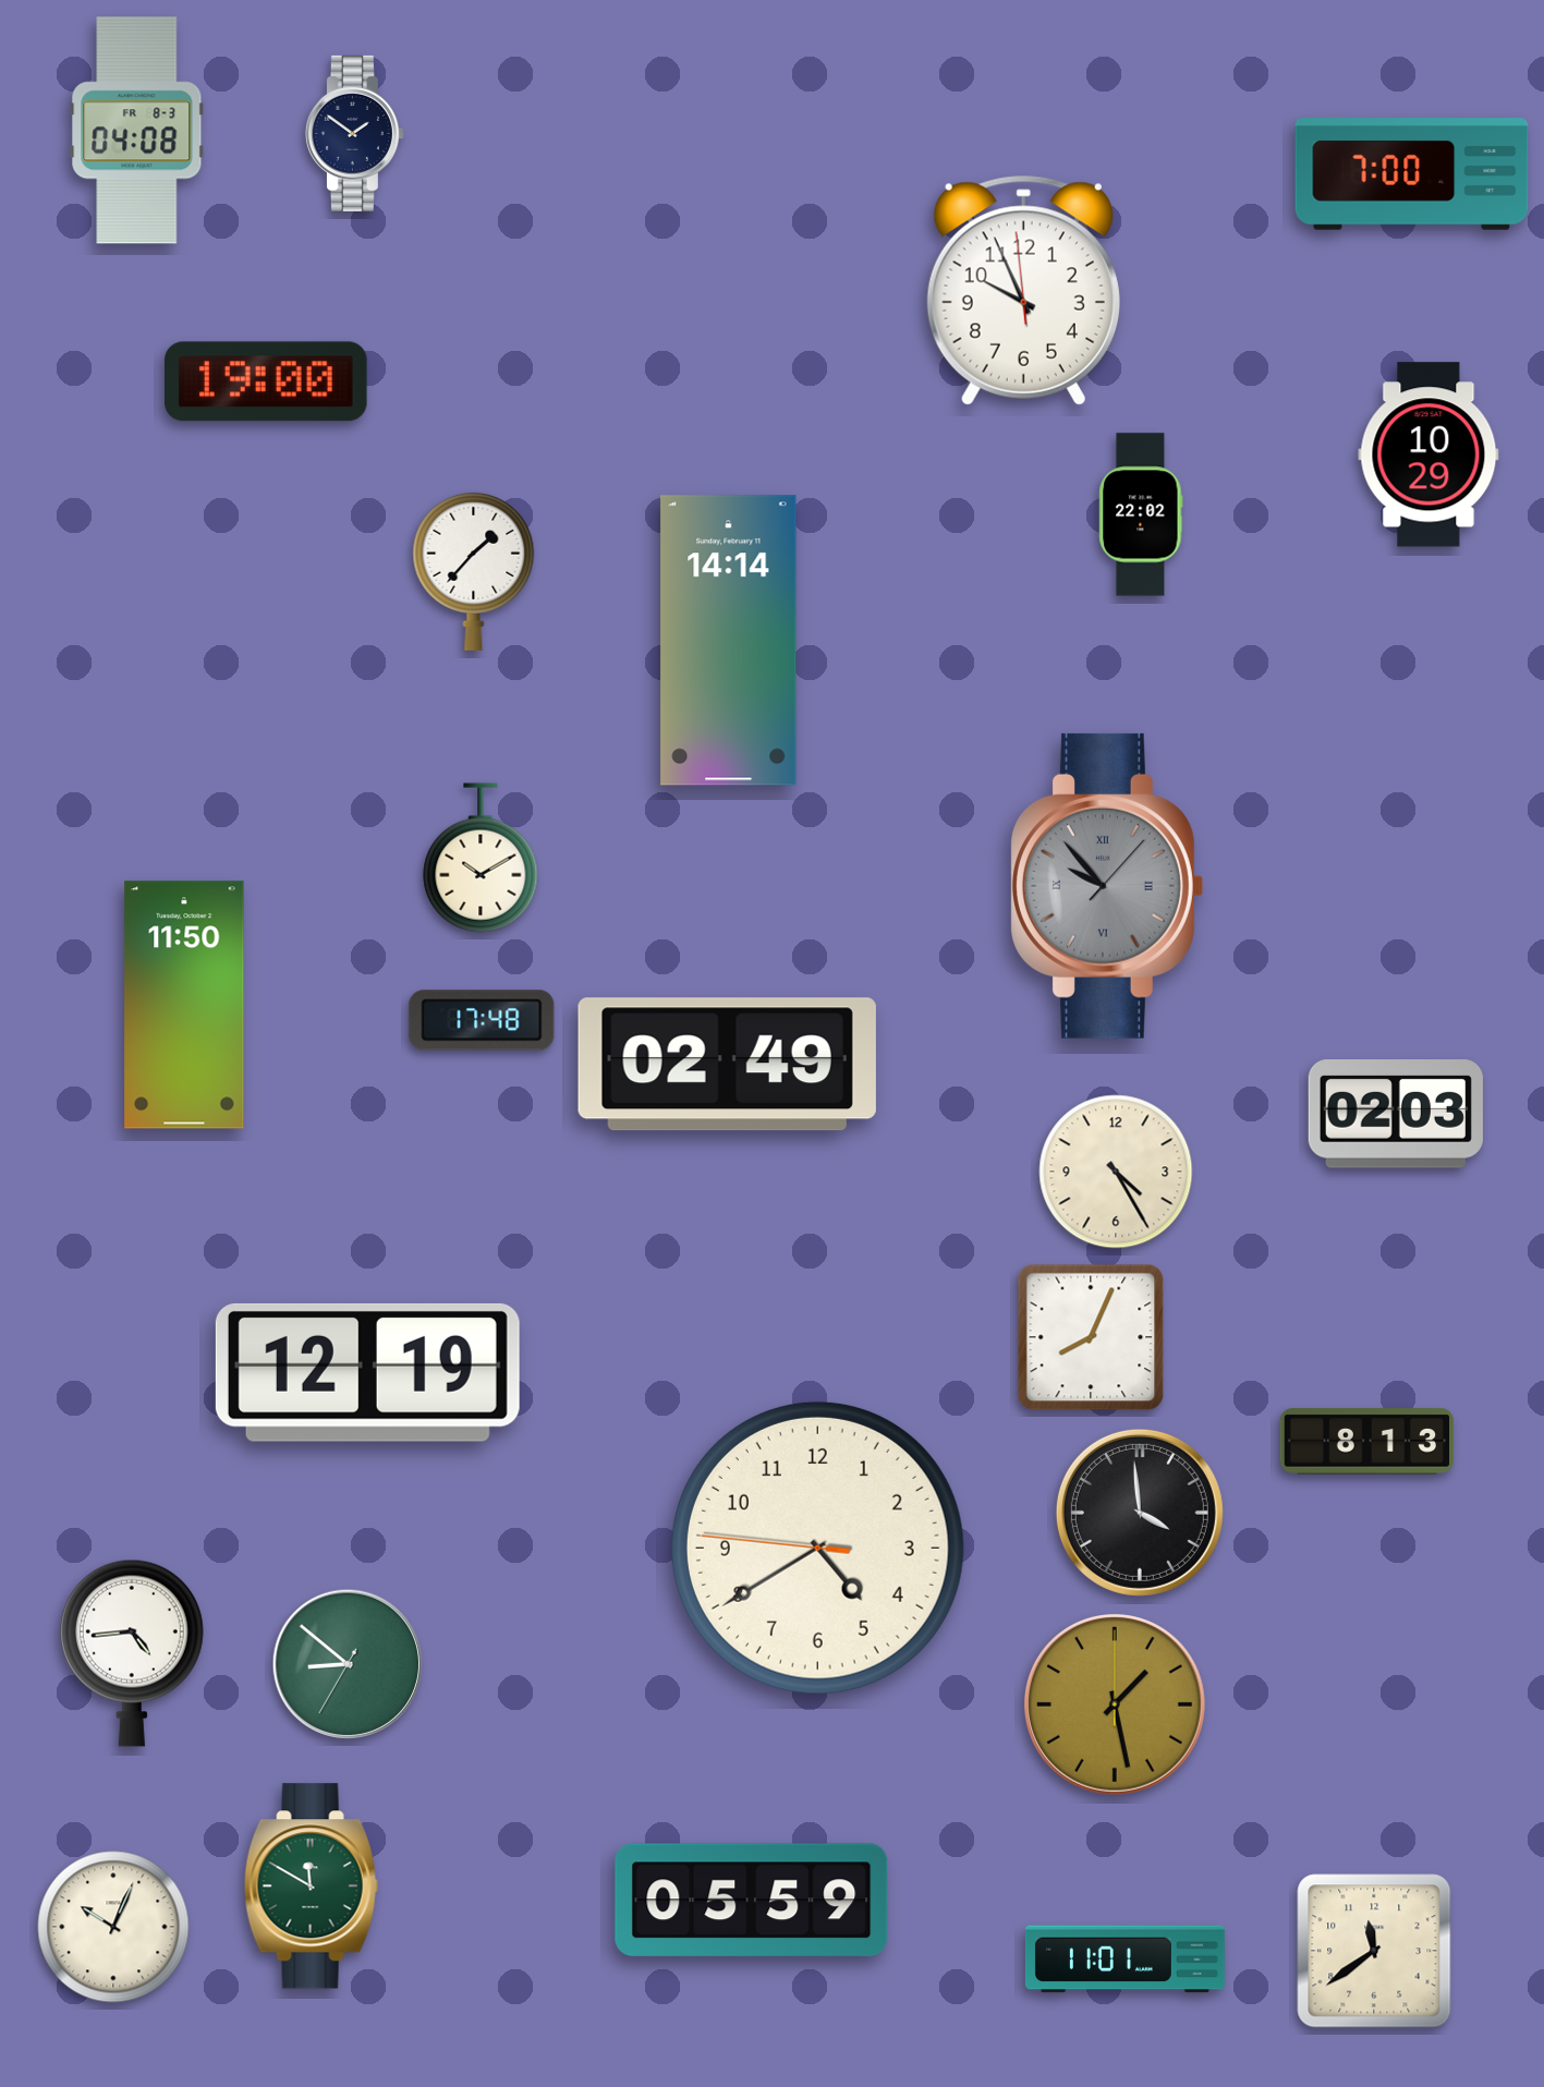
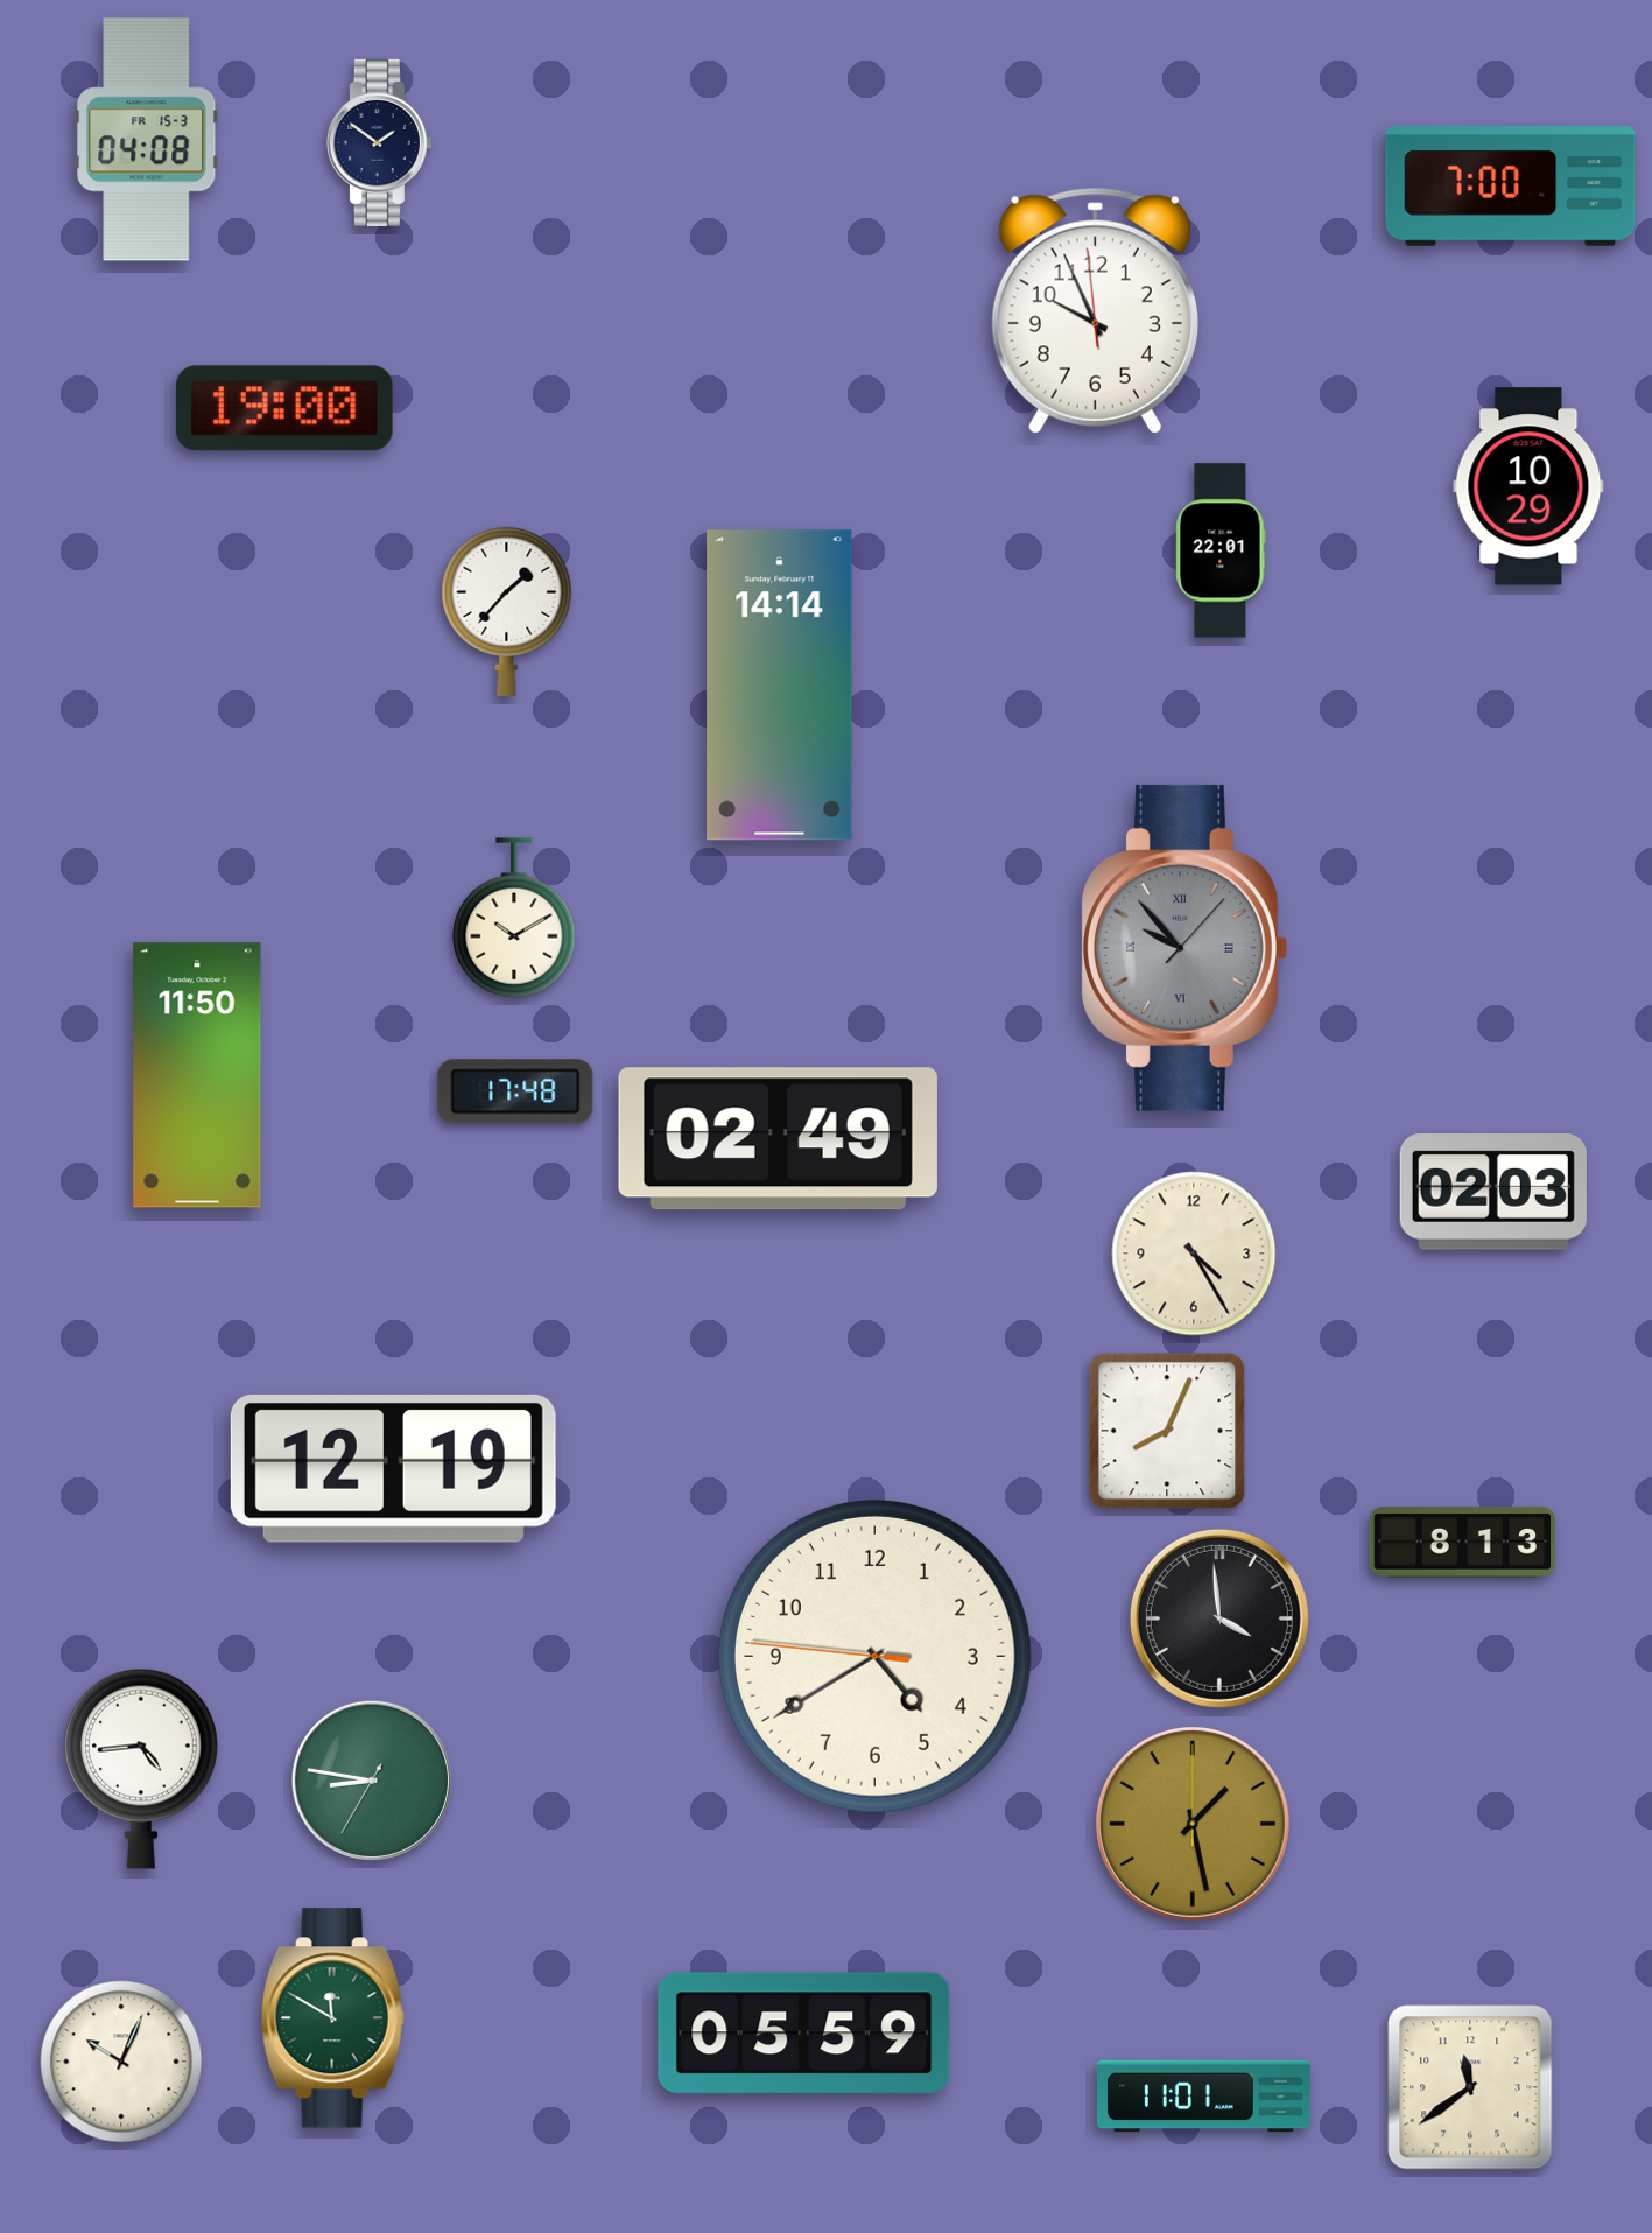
clock at (137, 131) date: FR 8-3 -> FR 15-3
clock at (1141, 514): 22:02 -> 22:01
clock at (348, 1664): 8:51 -> 8:46
